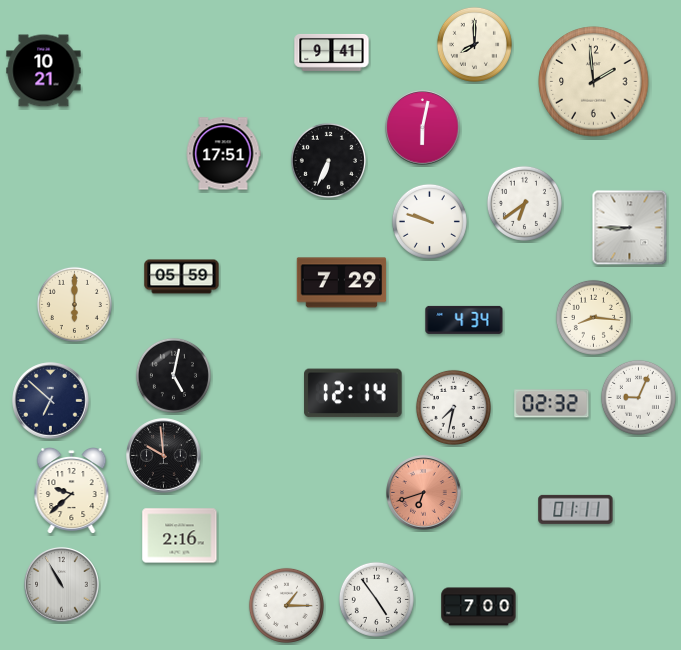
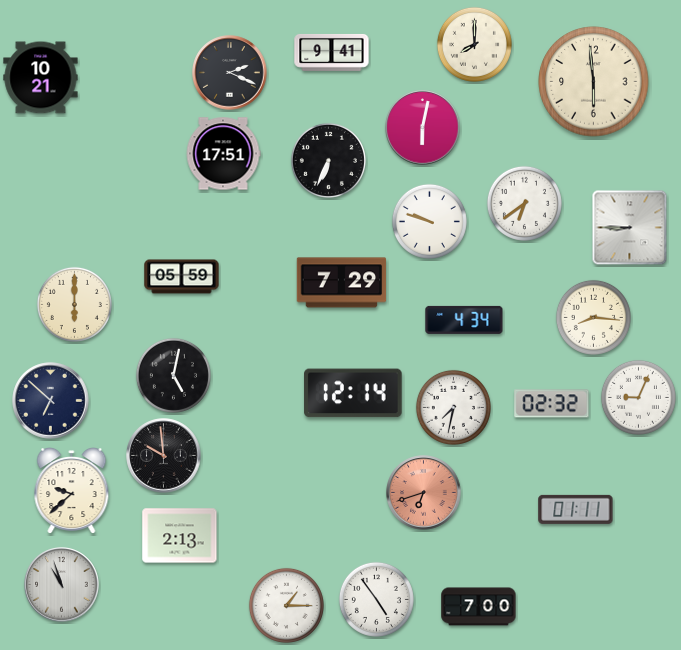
clock at (44, 71) position: (44, 71) -> (41, 78)
clock at (230, 73): none -> 2:19
clock at (594, 82): 1:59 -> 5:59
clock at (180, 536): 2:16 -> 2:13
clock at (62, 585): 10:55 -> 10:57
